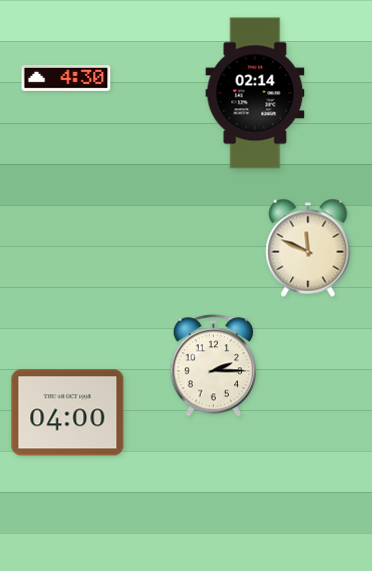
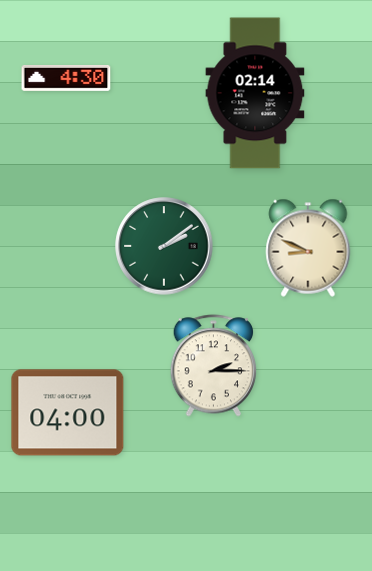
clock at (164, 246): none -> 2:09
clock at (308, 248): 11:49 -> 8:49
